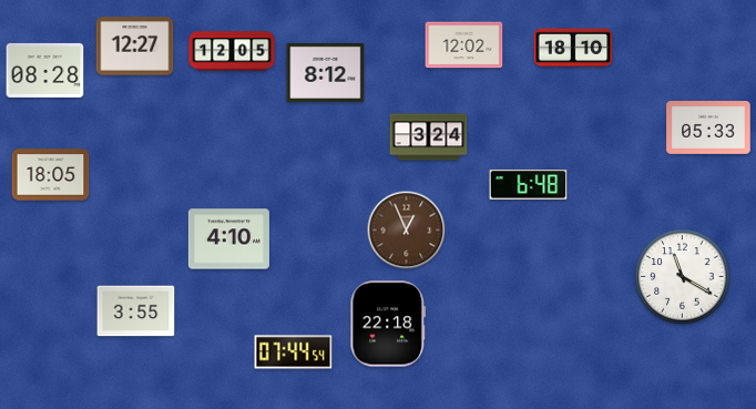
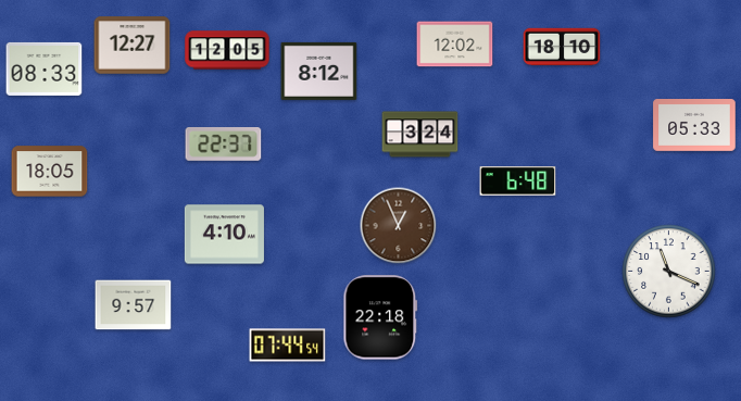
clock at (45, 70): 08:28 -> 08:33
clock at (224, 143): none -> 22:37
clock at (683, 277): 11:20 -> 11:19
clock at (136, 311): 3:55 -> 9:57
